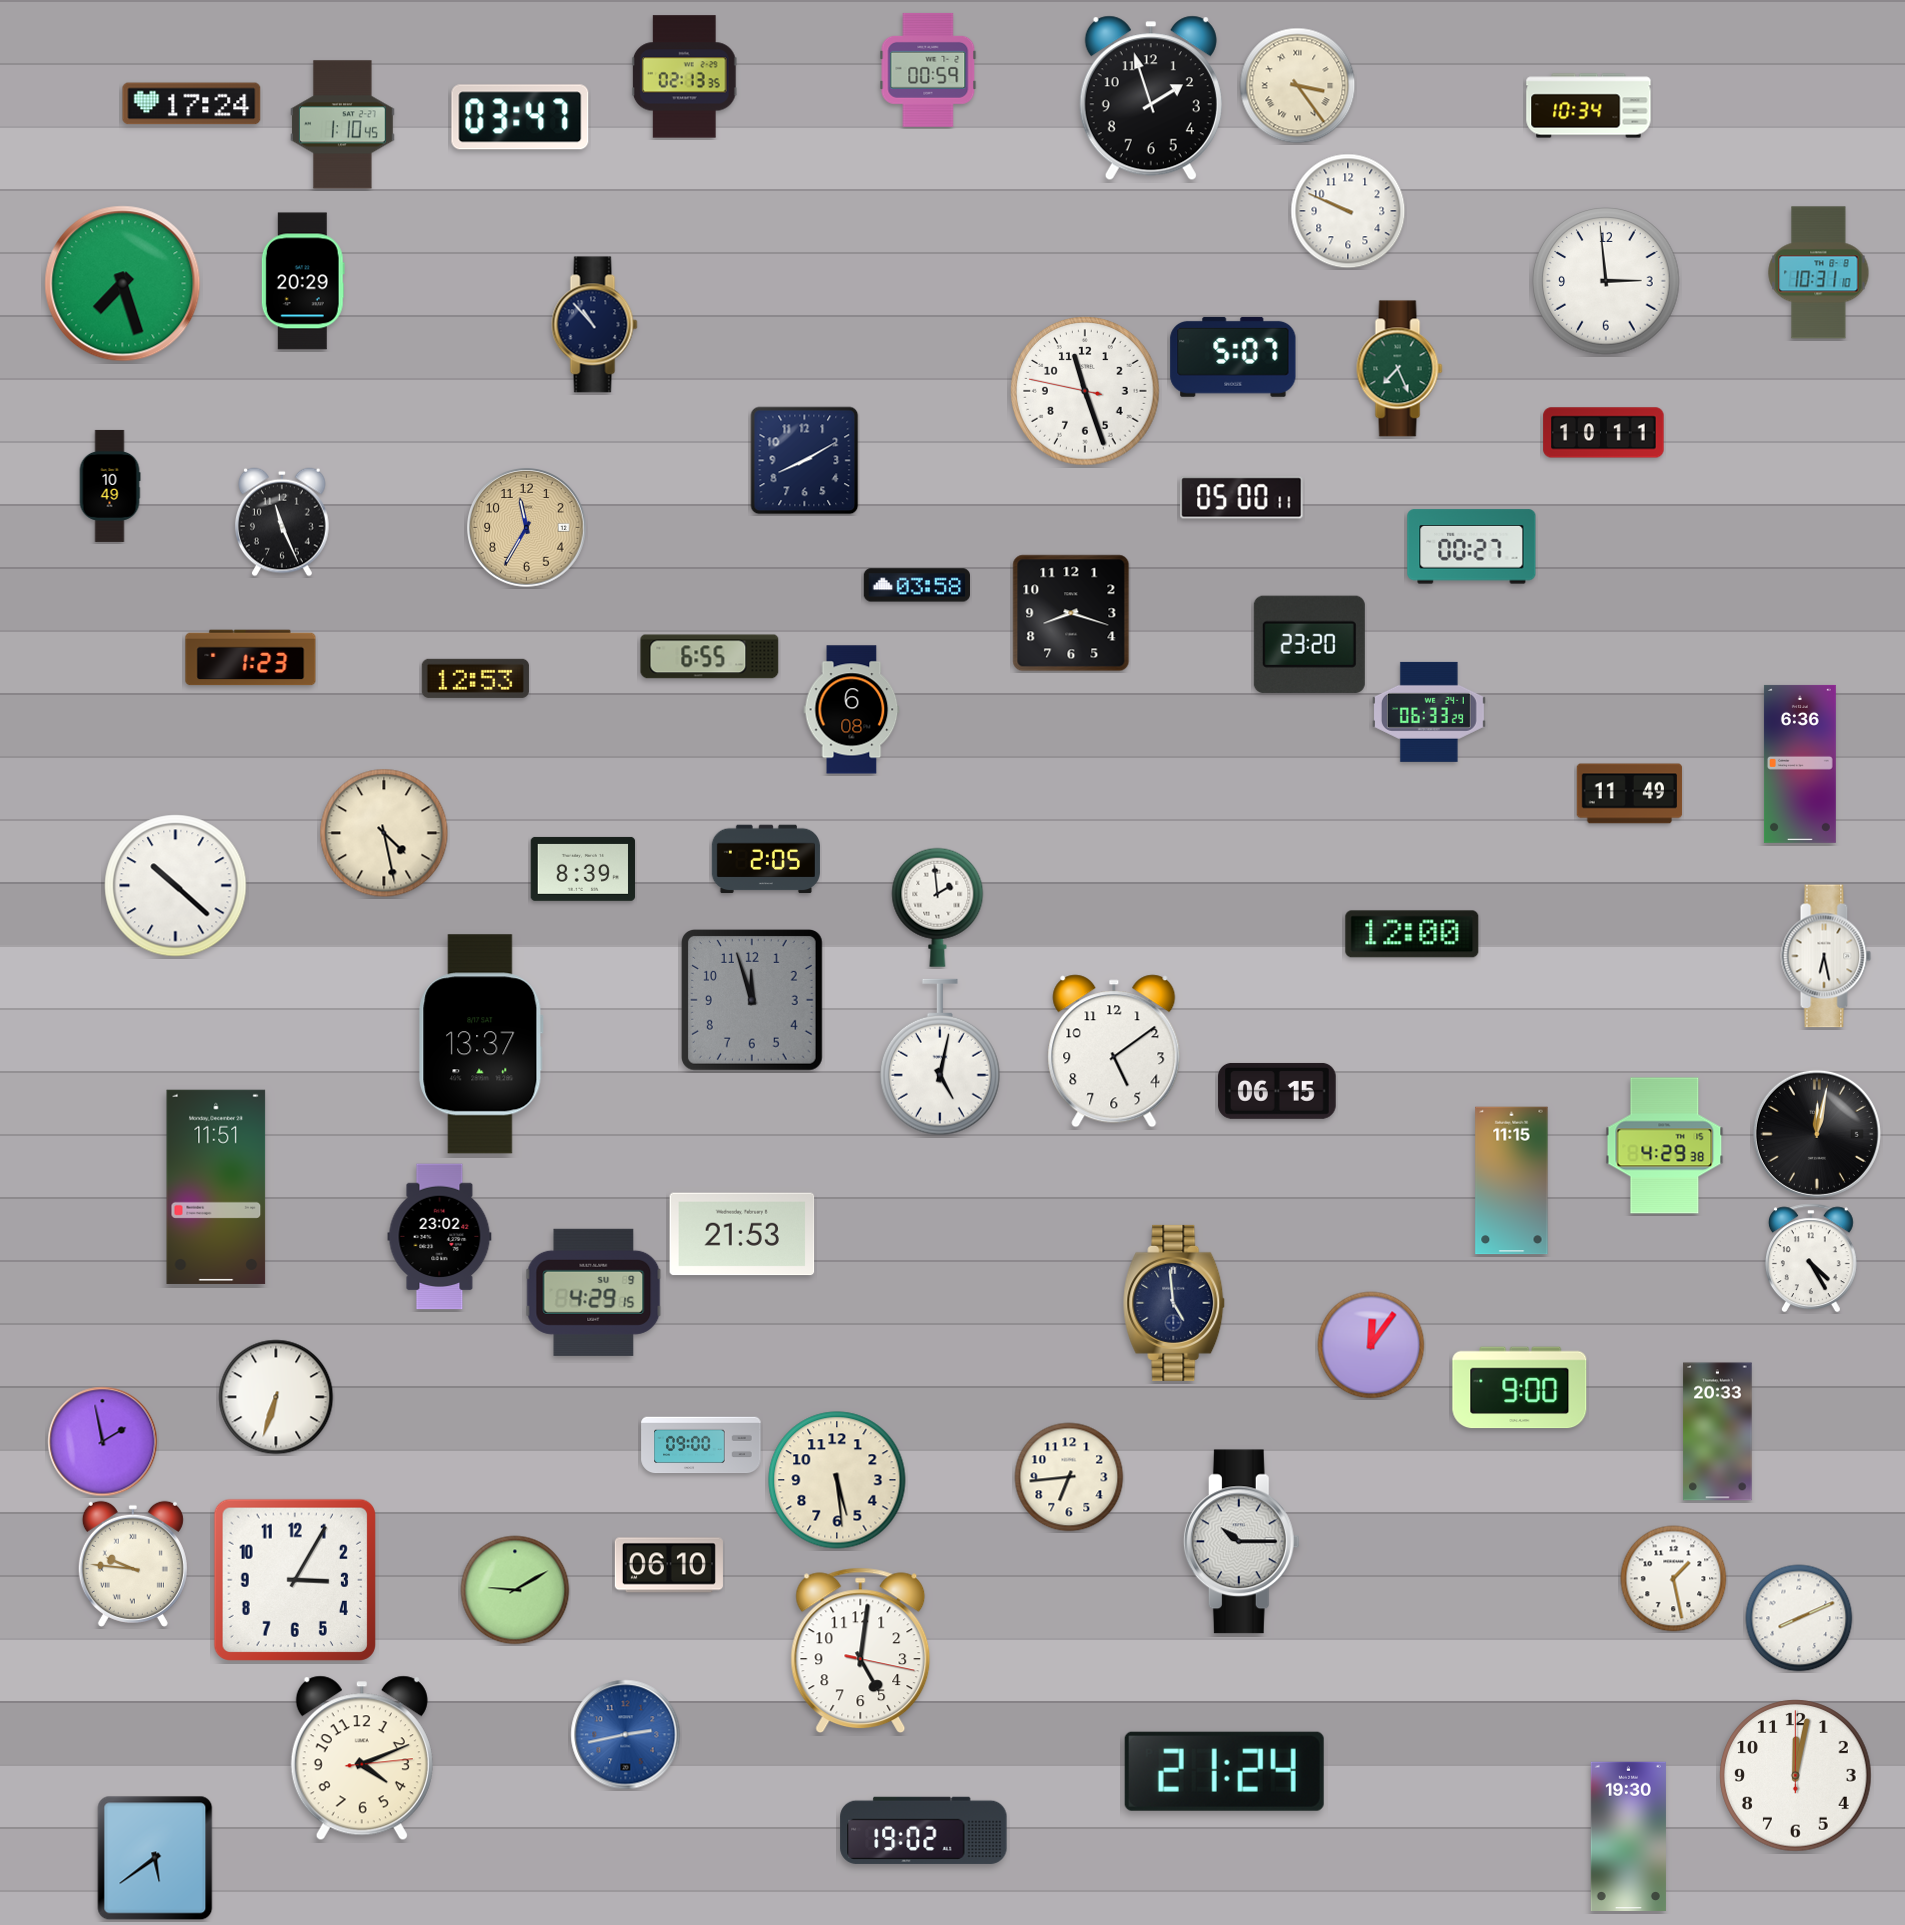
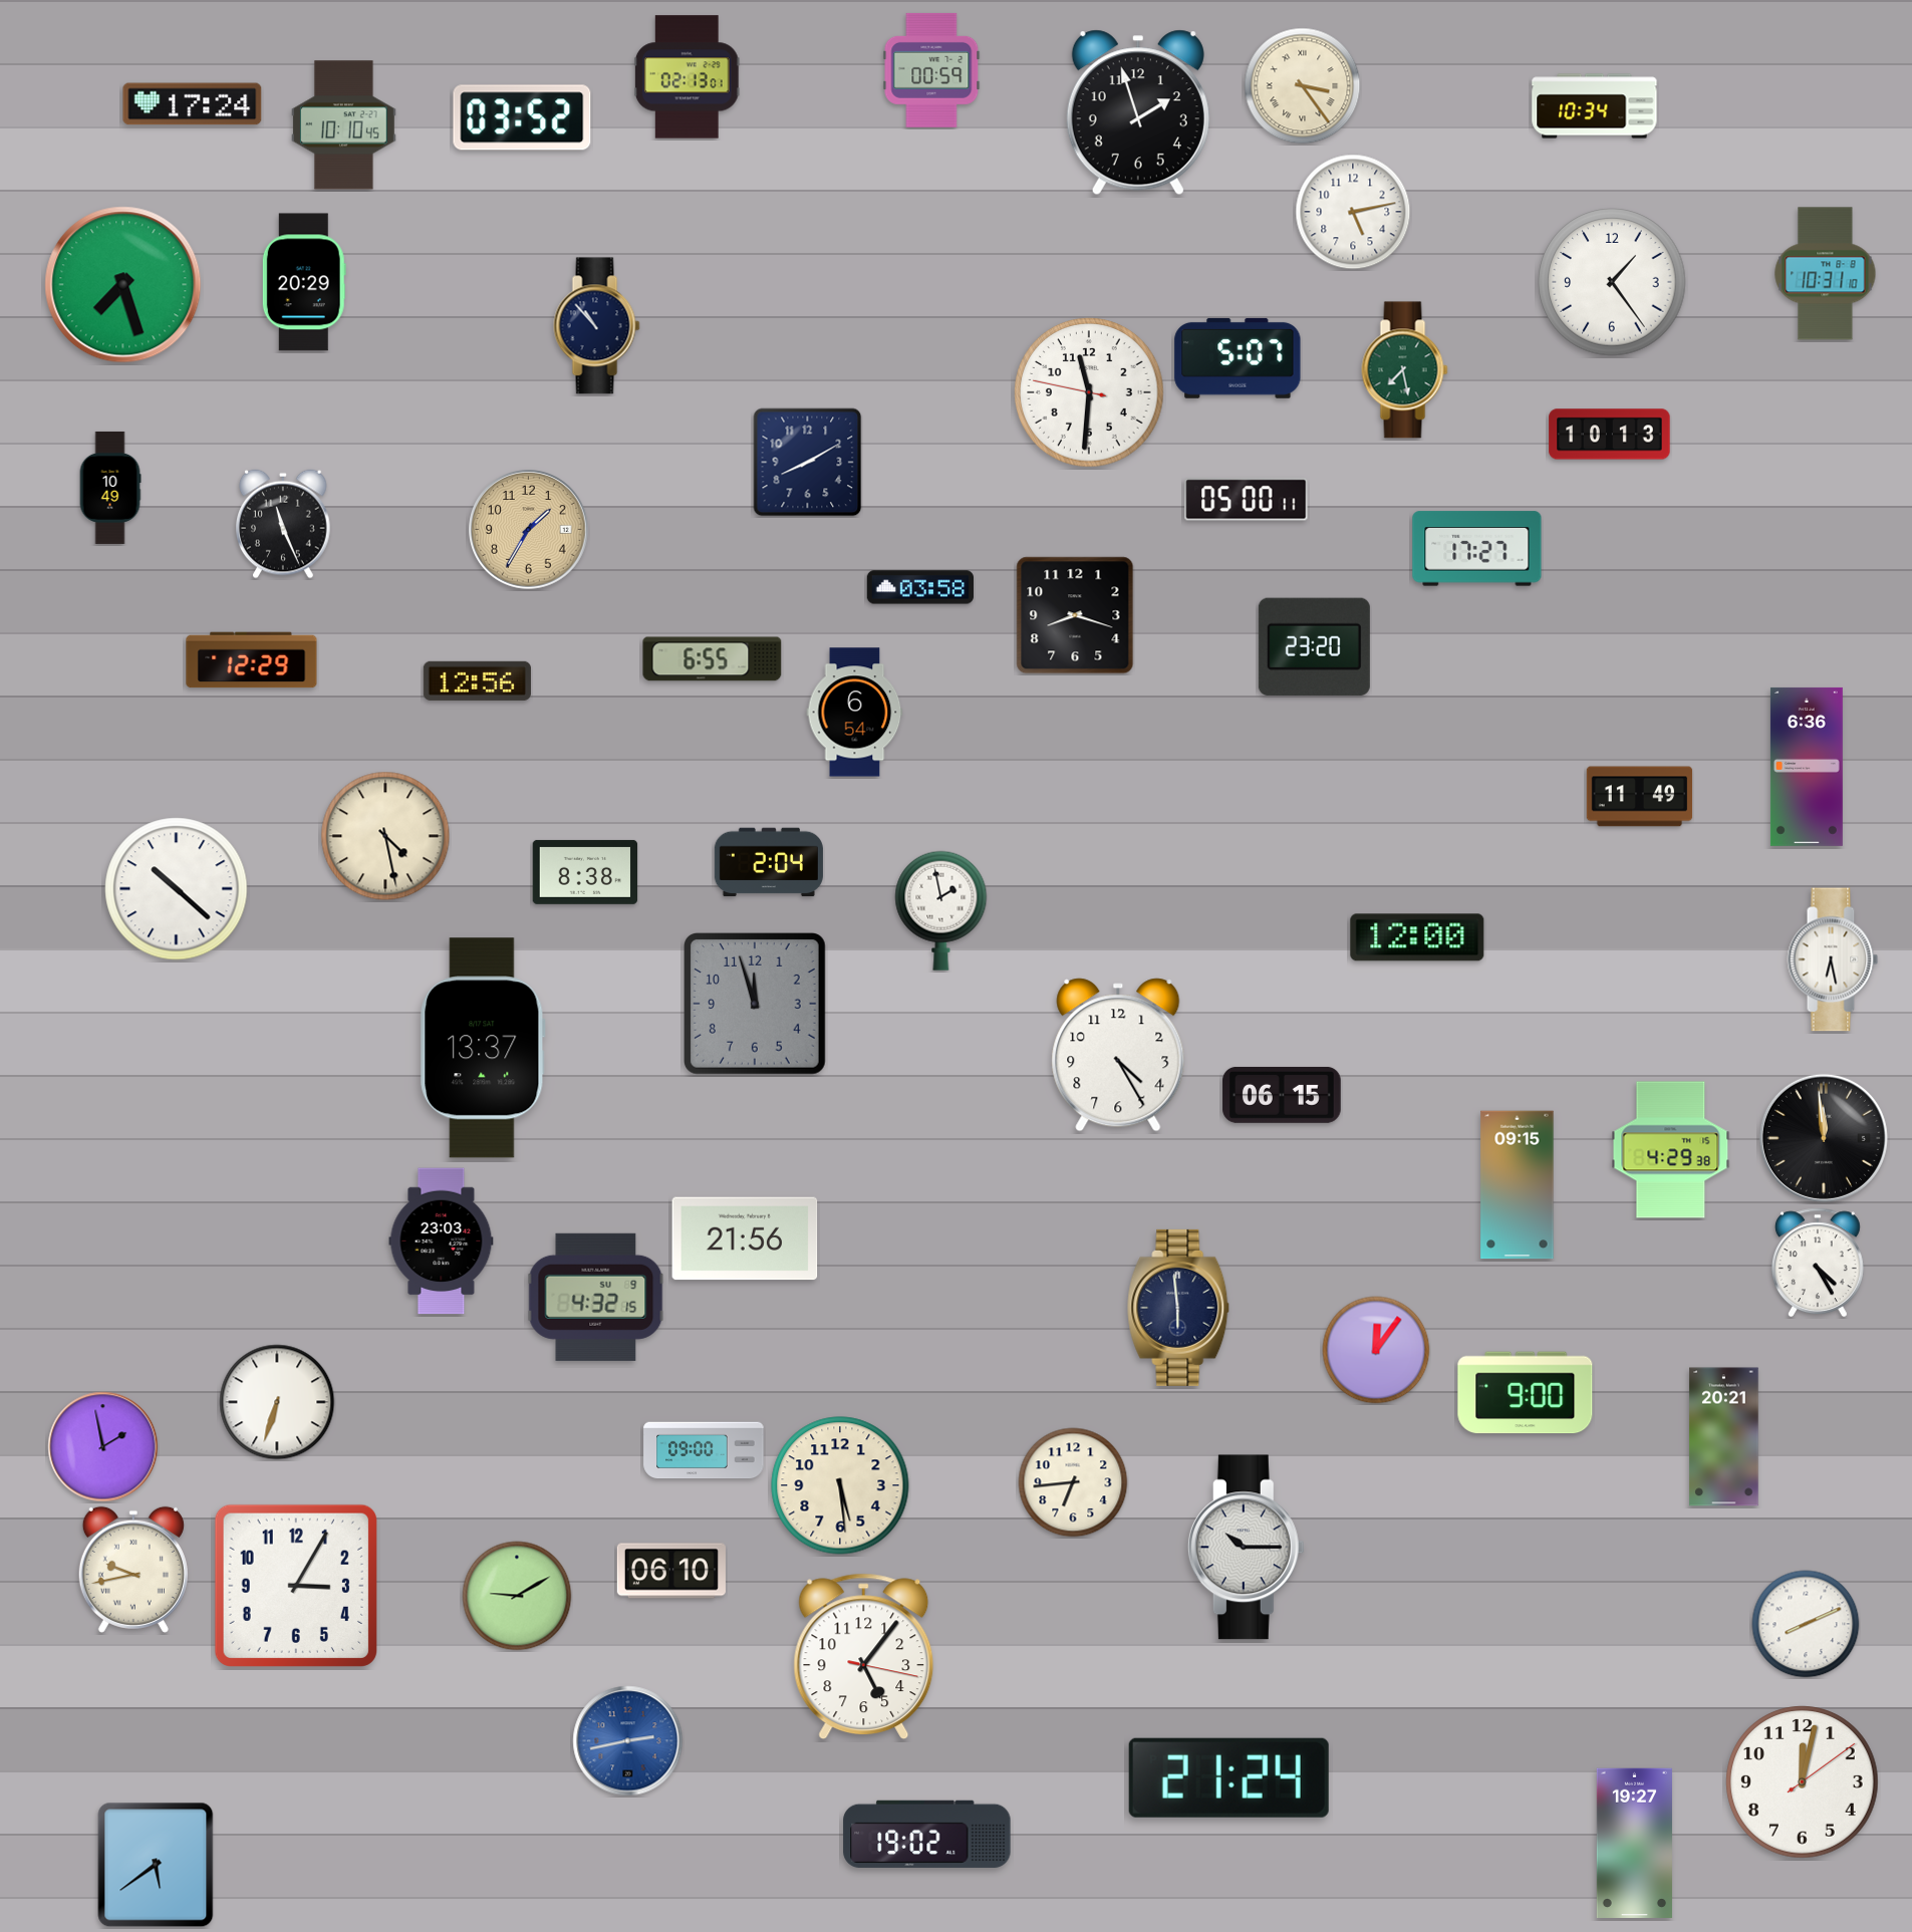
clock at (684, 77): 02:13:35 -> 02:13:01
clock at (1151, 98) position: (1151, 98) -> (1138, 112)
clock at (520, 117): 03:47 -> 03:52
clock at (342, 125): 1:10 -> 10:10
clock at (1348, 211): 9:49 -> 5:13
clock at (1606, 281): 2:59 -> 1:24
clock at (1400, 369): 7:26 -> 7:28
clock at (1085, 391): 11:26 -> 11:30
clock at (1604, 433): 10:11 -> 10:13
clock at (527, 528): 11:35 -> 1:35
clock at (1472, 547): 00:27 -> 17:27
clock at (251, 658): 1:23 -> 12:29
clock at (475, 678): 12:53 -> 12:56
clock at (852, 710): 6:08 -> 6:54
clock at (1429, 712): 06:33 -> none
clock at (1630, 794) position: (1630, 794) -> (1640, 797)
clock at (766, 859): 2:05 -> 2:04
clock at (583, 869): 8:39 -> 8:38
clock at (938, 907): 1:59 -> 1:58
clock at (1114, 1051): 5:09 -> 4:25
clock at (940, 1057): 5:02 -> none
clock at (1817, 1134): 12:02 -> 11:59
clock at (1512, 1181): 11:15 -> 09:15
clock at (216, 1187): 11:51 -> none
clock at (742, 1234): 21:53 -> 21:56
clock at (440, 1237): 23:02 -> 23:03
clock at (594, 1292): 4:29 -> 4:32
clock at (1175, 1303): 4:59 -> 5:59
clock at (1718, 1432): 20:33 -> 20:21
clock at (133, 1564): 9:46 -> 9:43
clock at (1674, 1579): 1:28 -> none
clock at (861, 1651): 5:01 -> 5:06
clock at (362, 1758): 4:11 -> none
clock at (1796, 1776): 12:02:00 -> 12:02:09
clock at (924, 1830) position: (924, 1830) -> (927, 1834)
clock at (1628, 1836): 19:30 -> 19:27
